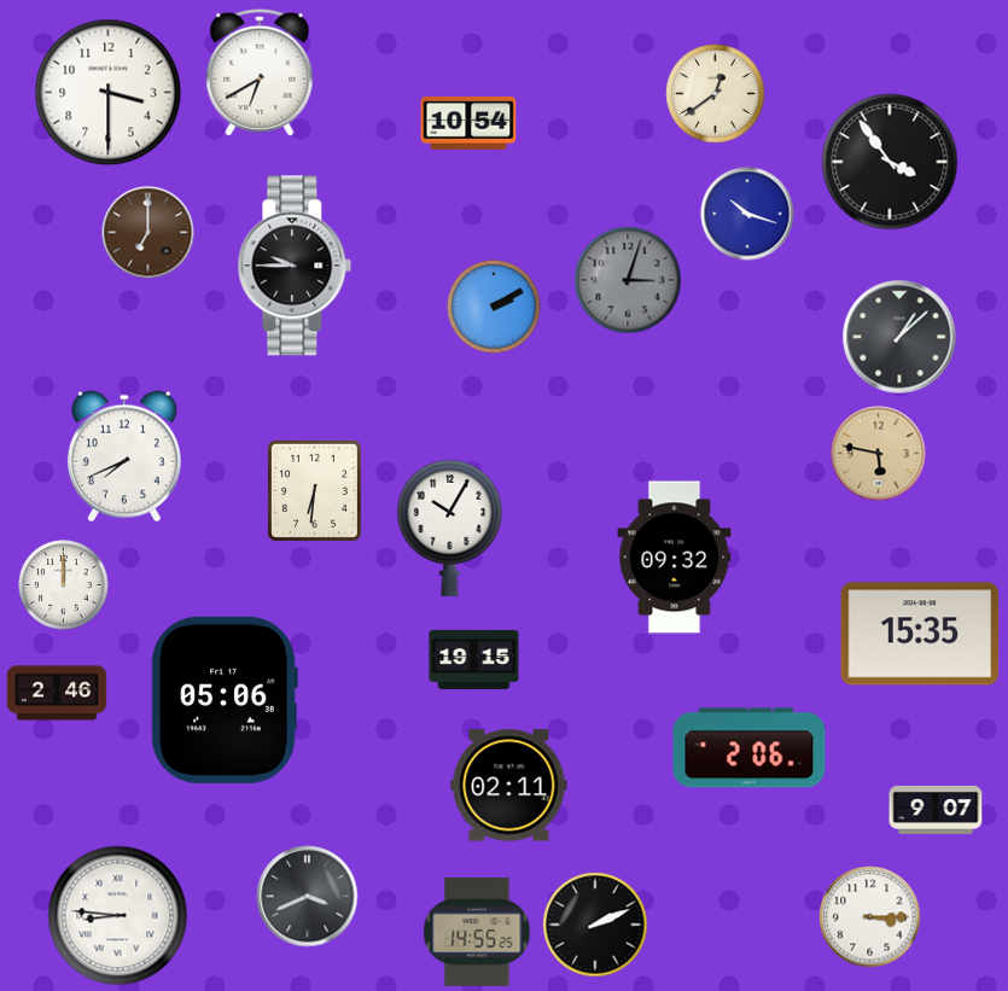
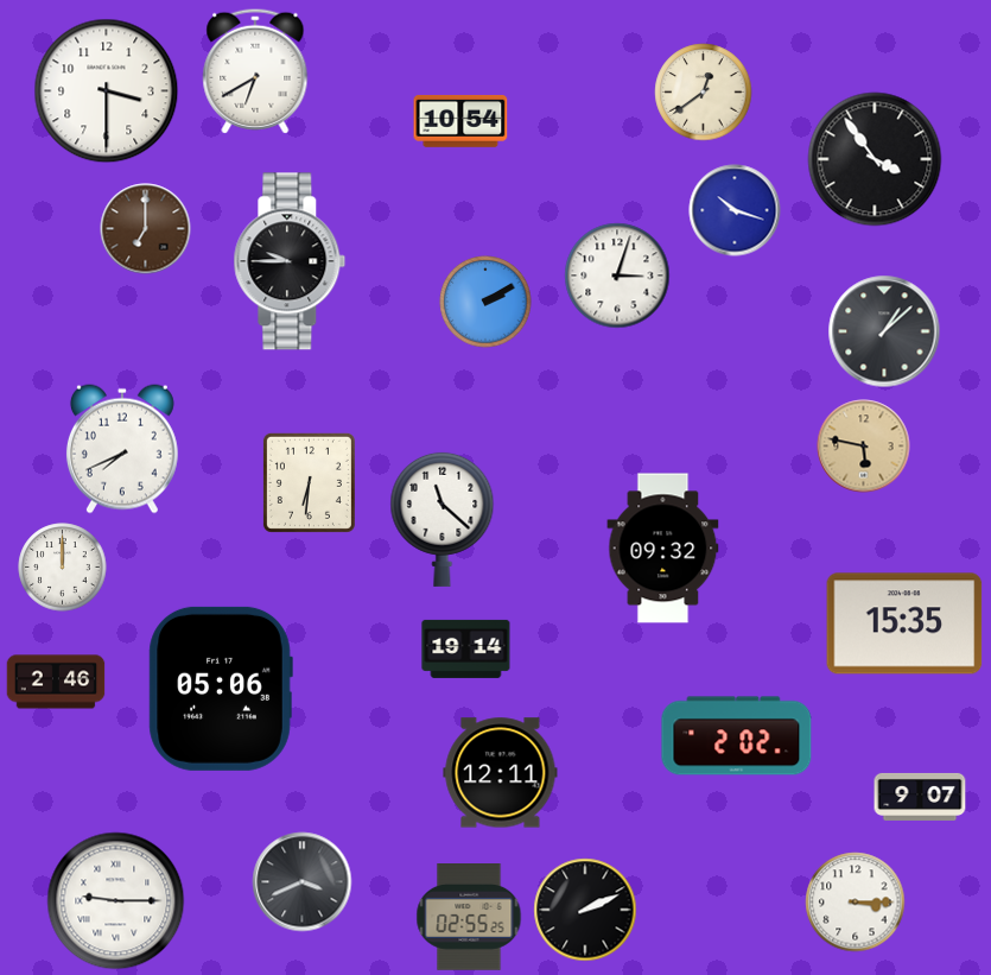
clock at (628, 280) dial: grey -> white
clock at (450, 527): 10:05 -> 11:22
clock at (64, 585) position: (64, 585) -> (63, 568)
clock at (474, 659): 19:15 -> 19:14
clock at (750, 748): 2:06 -> 2:02
clock at (509, 786): 02:11 -> 12:11
clock at (118, 916): 8:46 -> 9:15
clock at (477, 933): 14:55 -> 02:55
